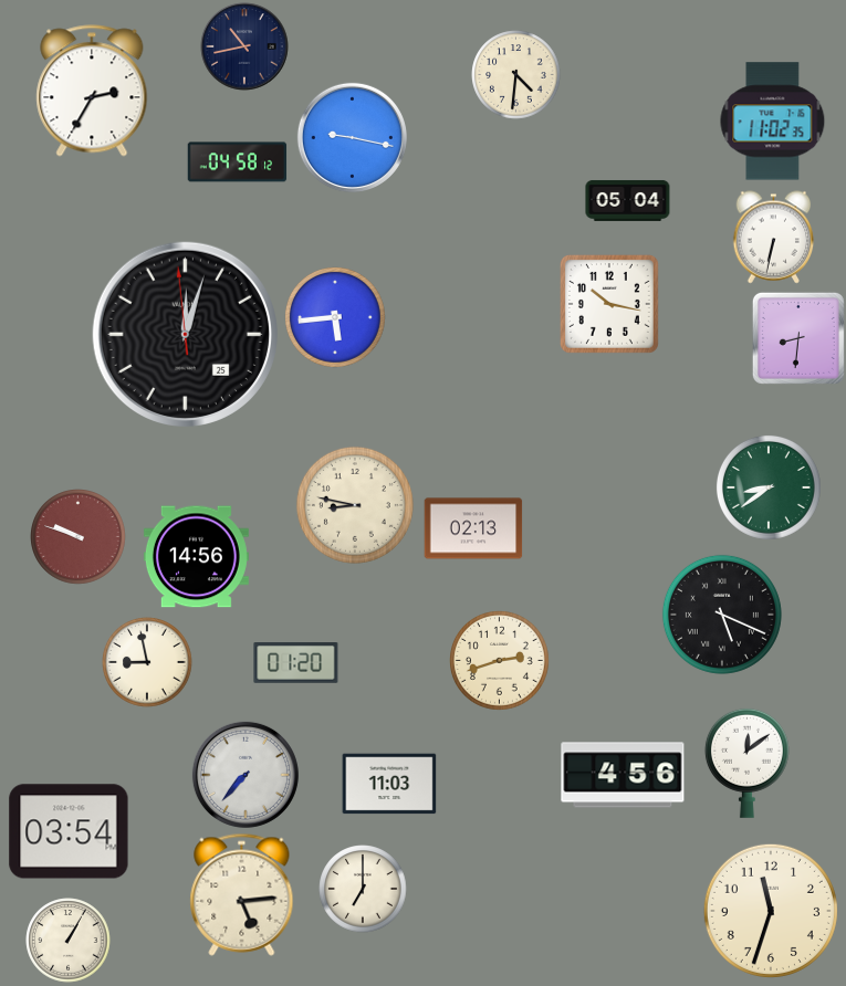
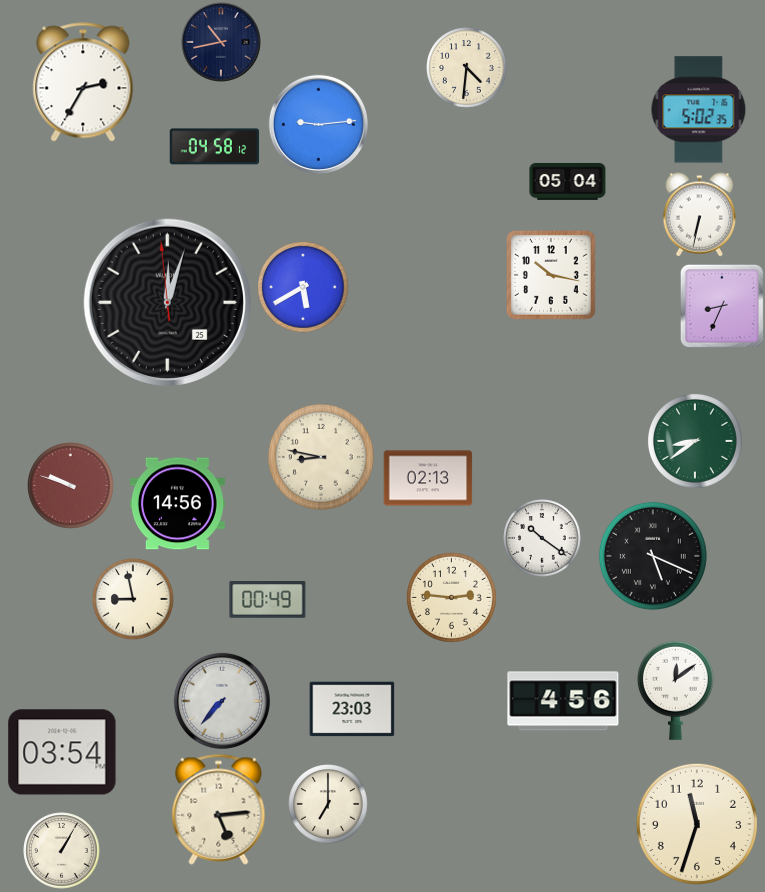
clock at (773, 122): 11:02 -> 5:02
clock at (352, 137): 9:17 -> 9:14
clock at (335, 317): 5:44 -> 5:40
clock at (798, 338): 8:31 -> 8:34
clock at (542, 538): none -> 10:21
clock at (500, 661): 2:42 -> 2:46
clock at (296, 663): 01:20 -> 00:49
clock at (389, 784): 11:03 -> 23:03
